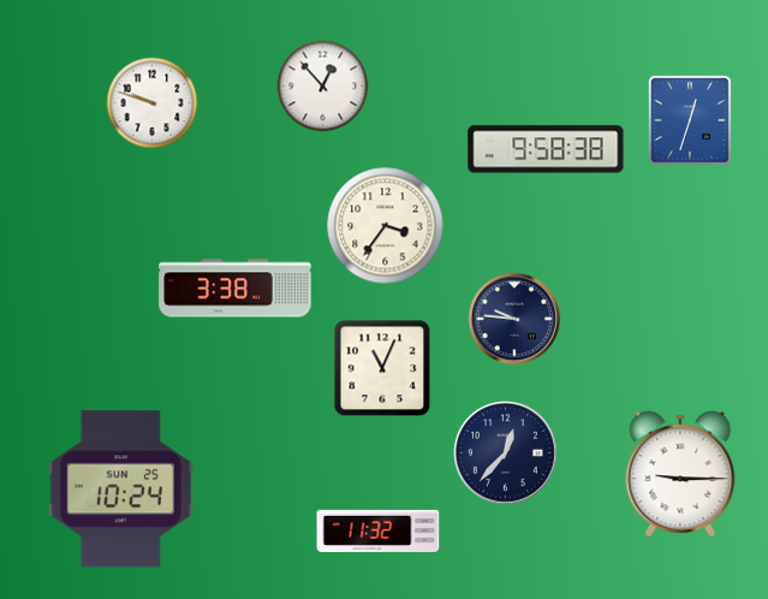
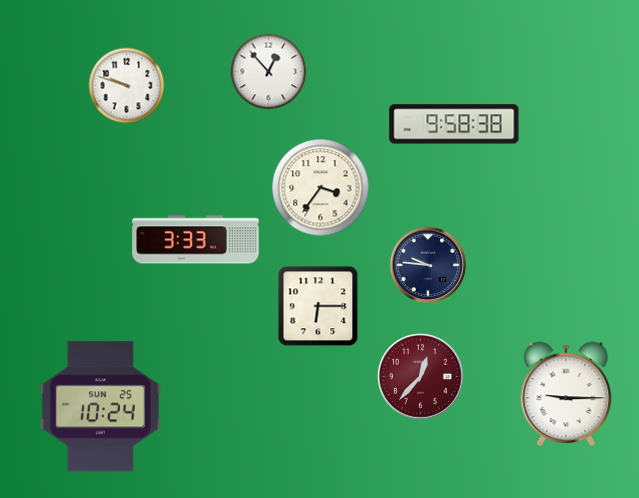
clock at (690, 121): 12:33 -> none
clock at (236, 289): 3:38 -> 3:33
clock at (382, 368): 11:04 -> 6:15
clock at (505, 452) dial: navy -> burgundy
clock at (379, 530): 11:32 -> none
